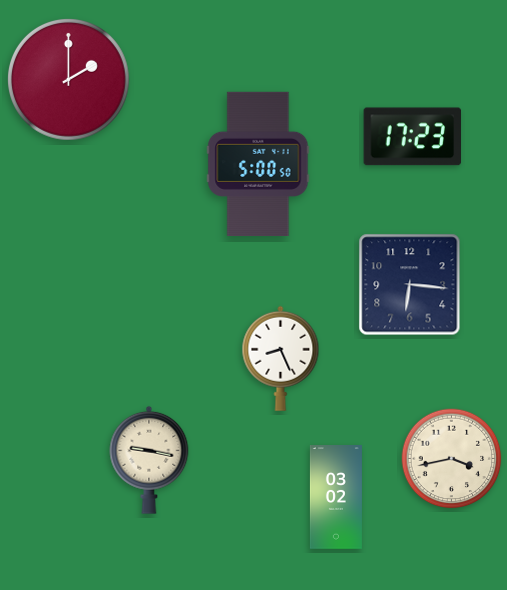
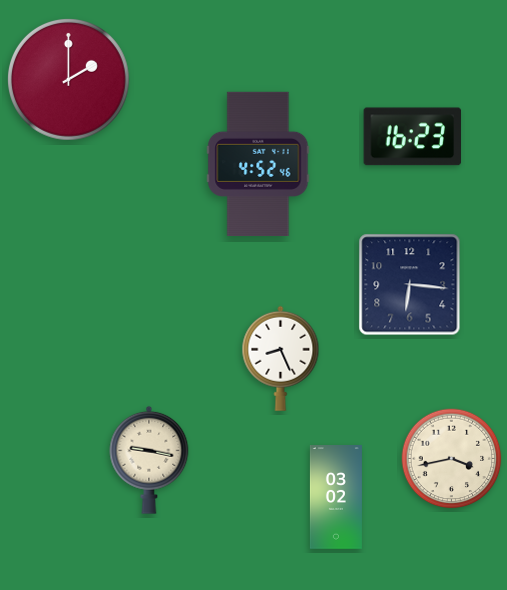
clock at (413, 137): 17:23 -> 16:23
clock at (258, 163): 5:00 -> 4:52
